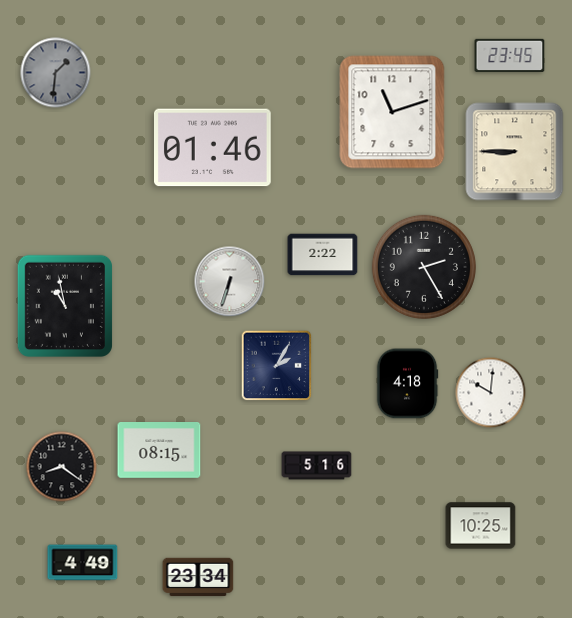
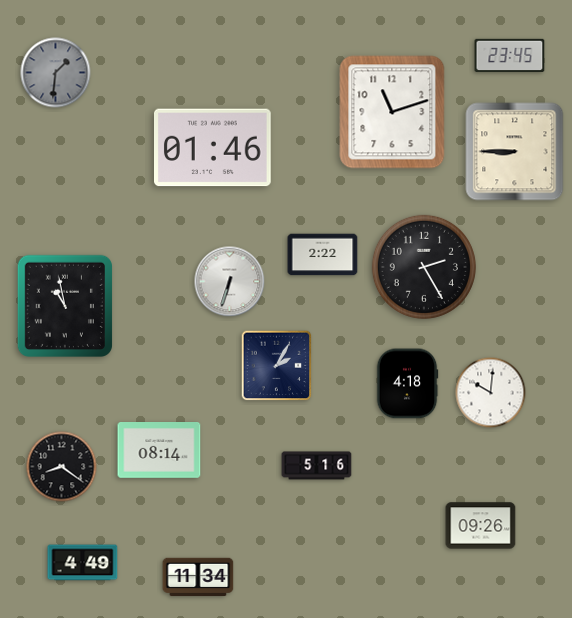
clock at (159, 451): 08:15 -> 08:14
clock at (481, 526): 10:25 -> 09:26
clock at (198, 577): 23:34 -> 11:34
